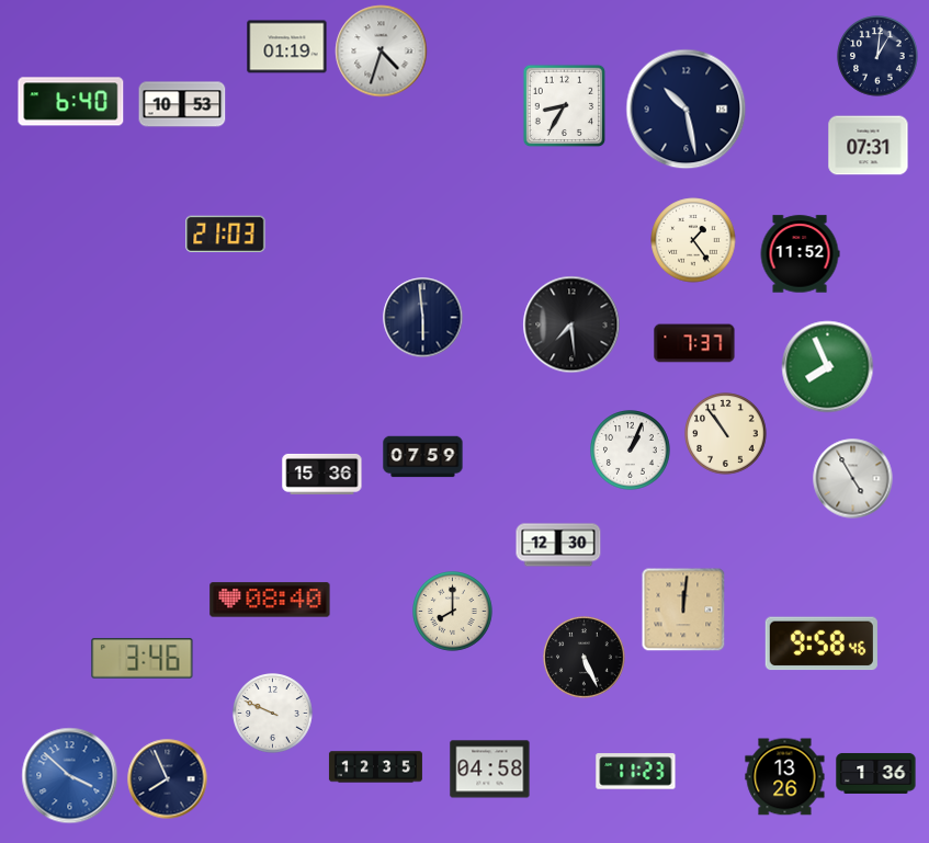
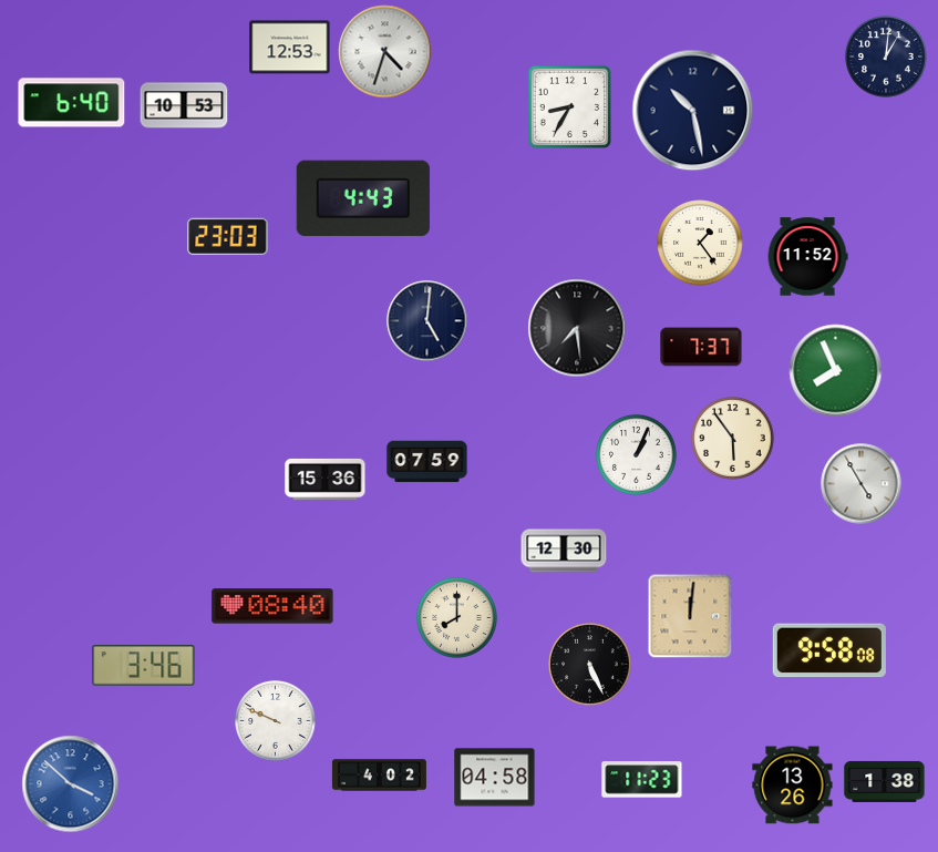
clock at (287, 47): 01:19 -> 12:53
clock at (869, 146): 07:31 -> none
clock at (363, 198): none -> 4:43
clock at (226, 233): 21:03 -> 23:03
clock at (423, 318): 5:59 -> 5:01
clock at (726, 434): 10:54 -> 5:54
clock at (822, 643): 9:58:46 -> 9:58:08
clock at (375, 767): 12:35 -> 4:02
clock at (876, 773): 1:36 -> 1:38
clock at (168, 779): 7:56 -> none
